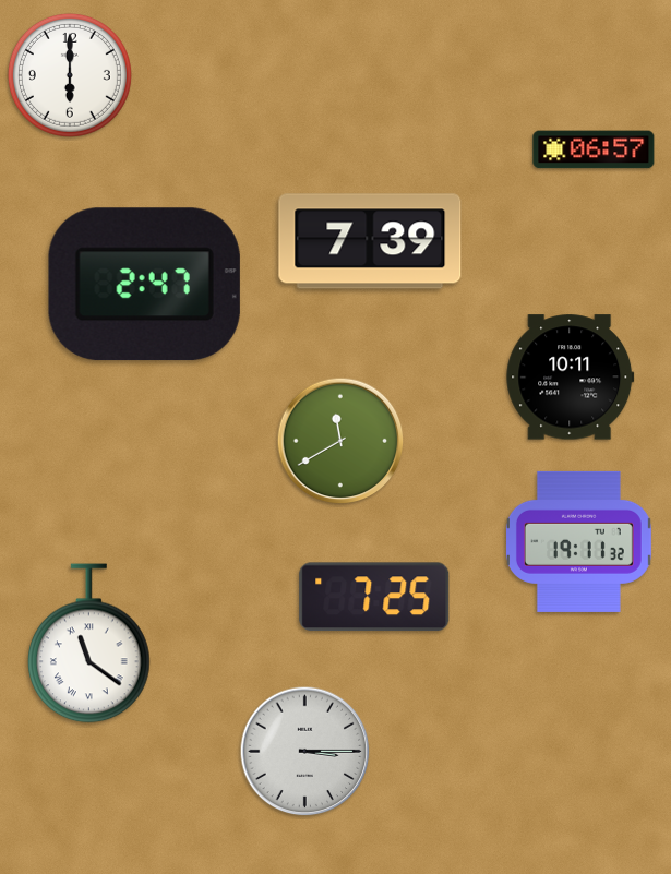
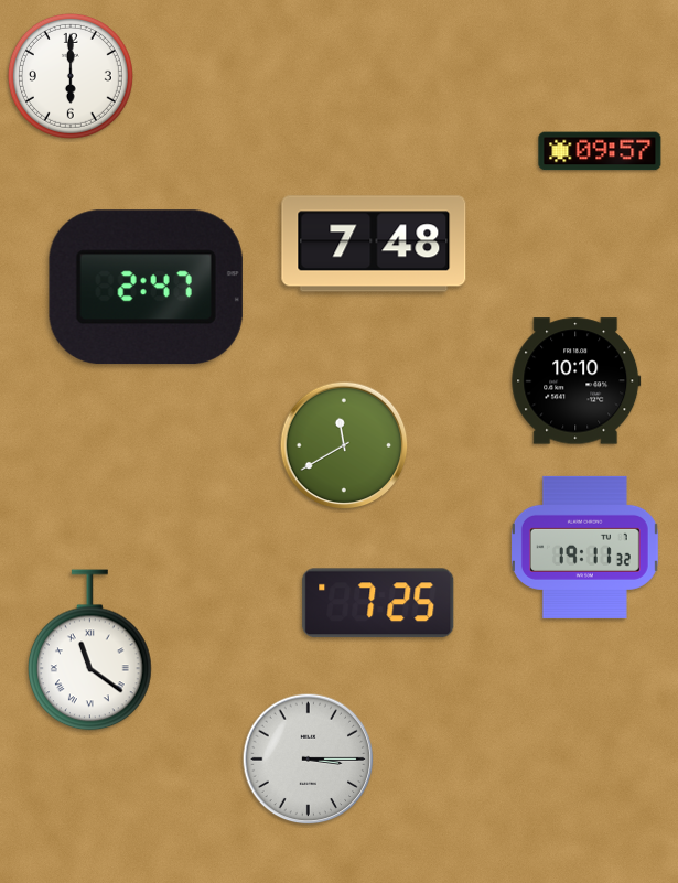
clock at (594, 149): 06:57 -> 09:57
clock at (370, 241): 7:39 -> 7:48
clock at (571, 378): 10:11 -> 10:10
